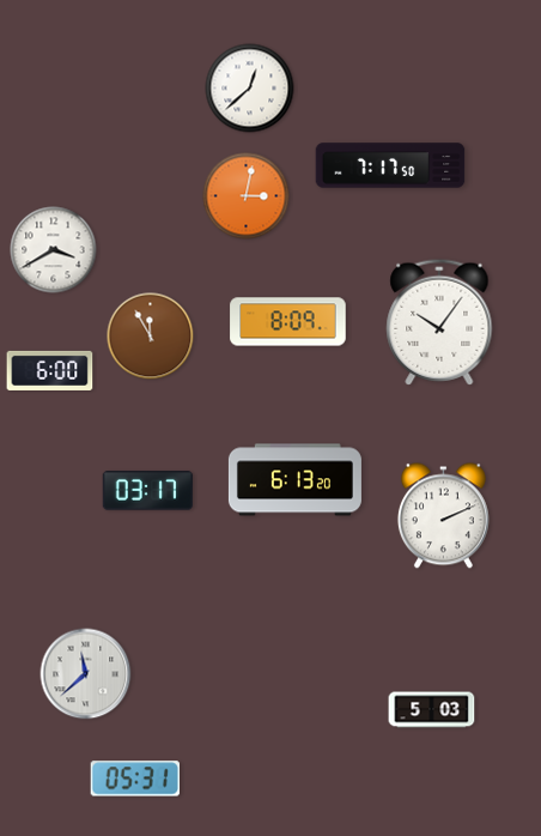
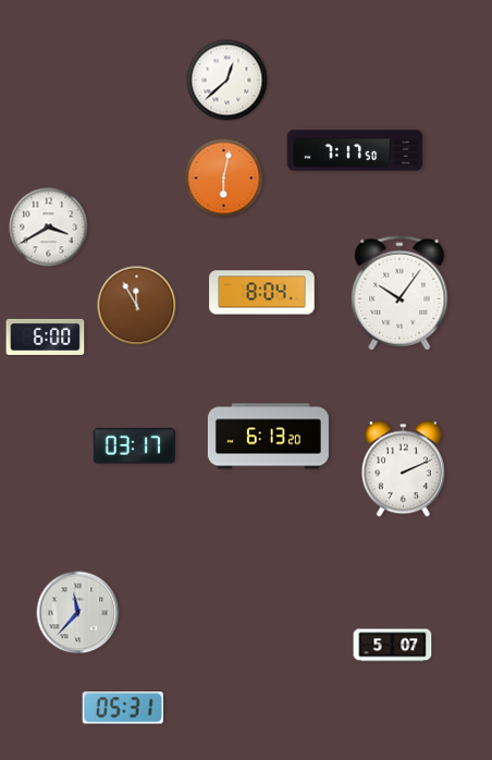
clock at (247, 196): 3:02 -> 6:02
clock at (288, 322): 8:09 -> 8:04
clock at (86, 674): 11:38 -> 11:37
clock at (432, 710): 5:03 -> 5:07
